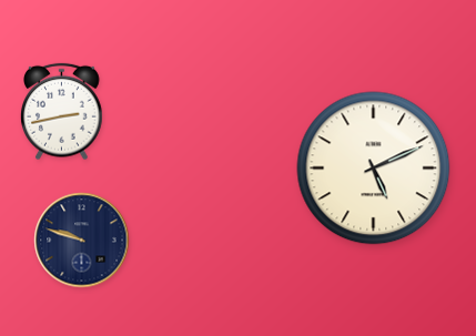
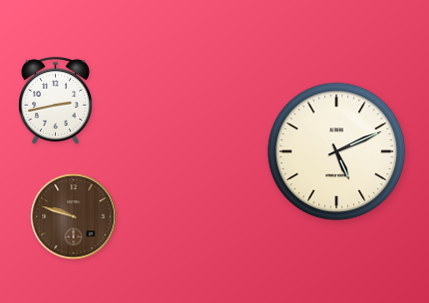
clock at (82, 241) dial: navy -> brown
